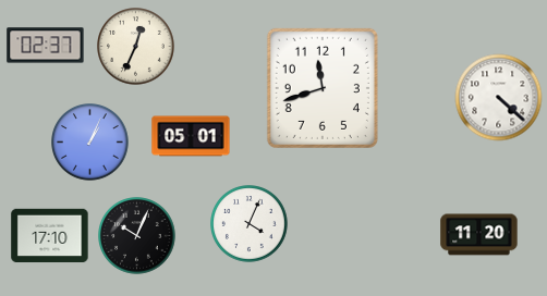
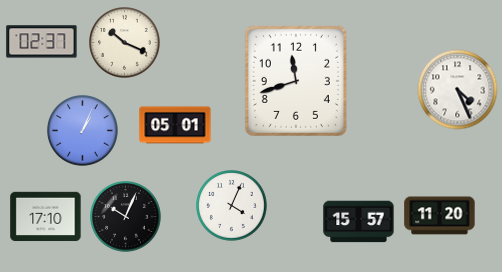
clock at (136, 47): 12:34 -> 10:19
clock at (499, 98): 4:22 -> 4:26
clock at (250, 224) position: (250, 224) -> (232, 206)
clock at (359, 222): none -> 15:57
